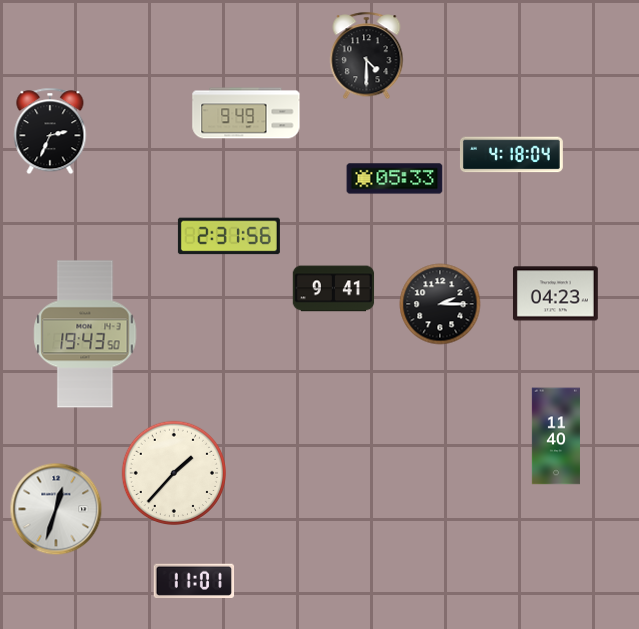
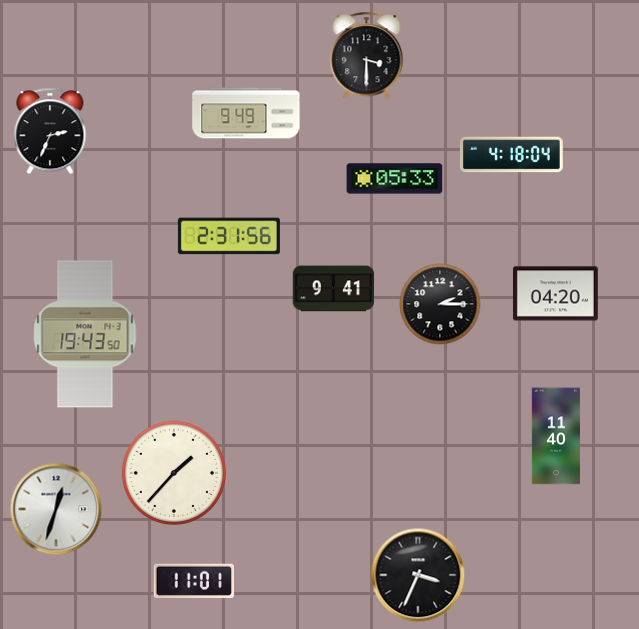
clock at (367, 56): 4:30 -> 3:30
clock at (555, 294): 04:23 -> 04:20
clock at (418, 575): none -> 3:34
